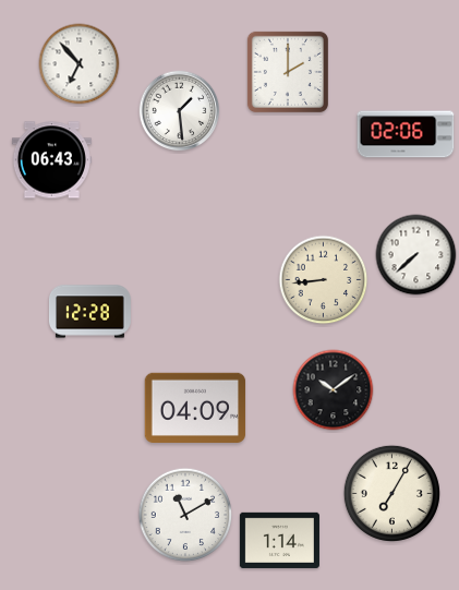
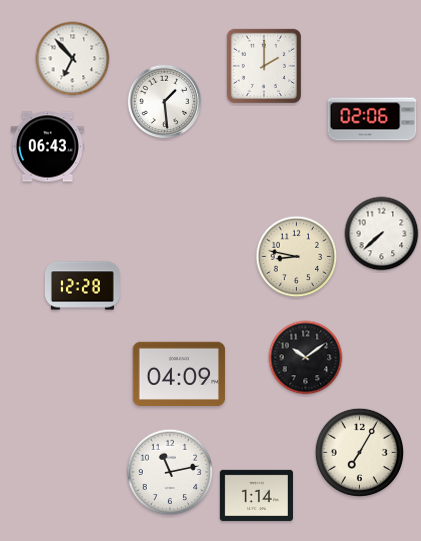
clock at (406, 134) position: (406, 134) -> (372, 119)
clock at (324, 280): 8:44 -> 8:47
clock at (185, 515): 11:10 -> 11:13
